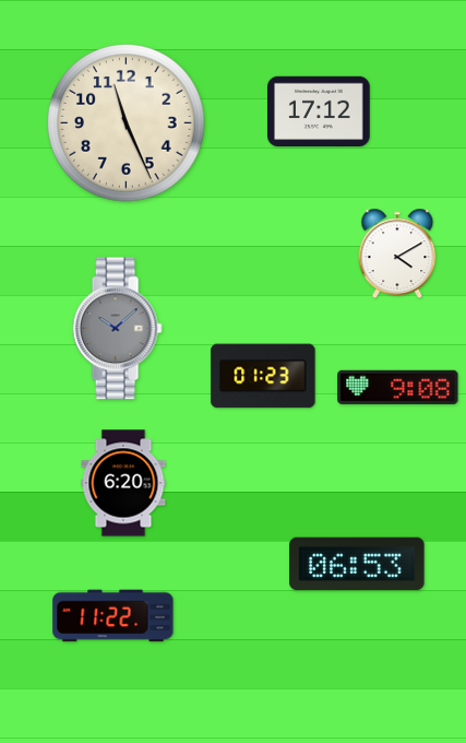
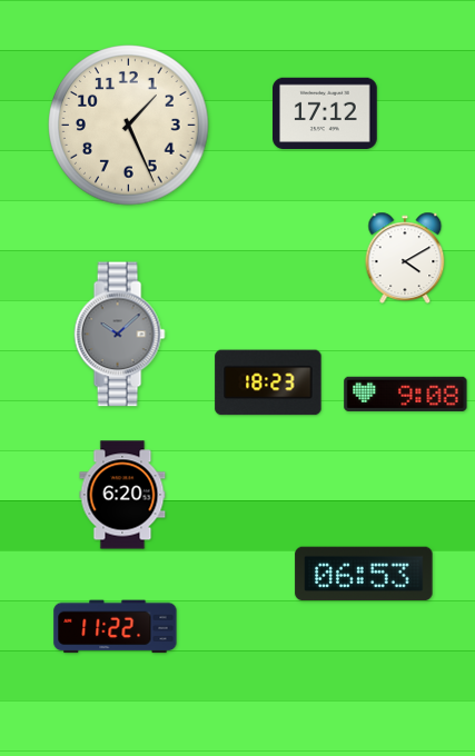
clock at (127, 123): 11:26 -> 1:26
clock at (263, 376): 01:23 -> 18:23
clock at (123, 483) position: (123, 483) -> (122, 495)
